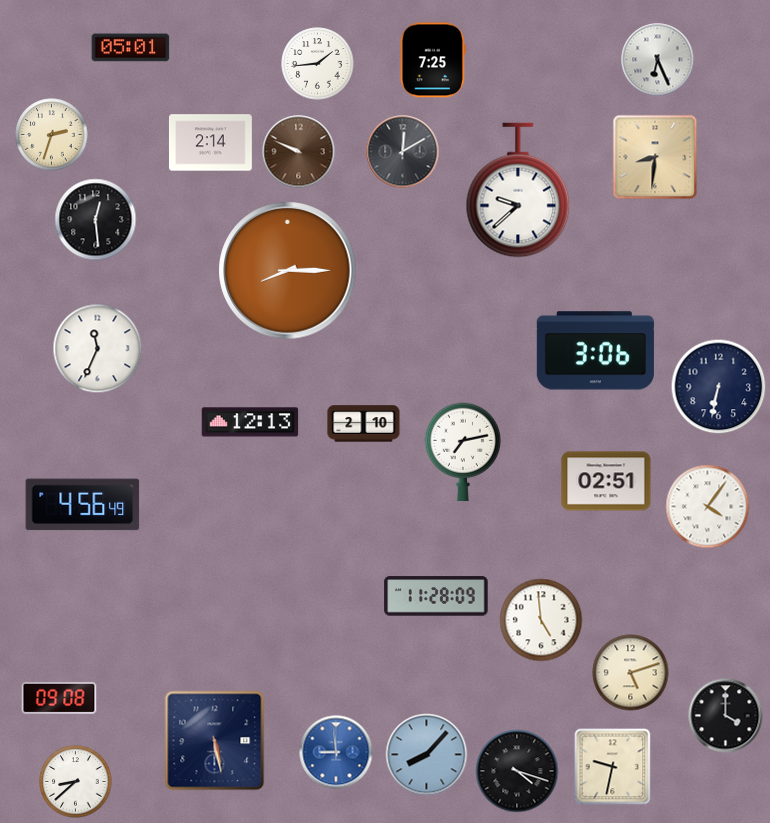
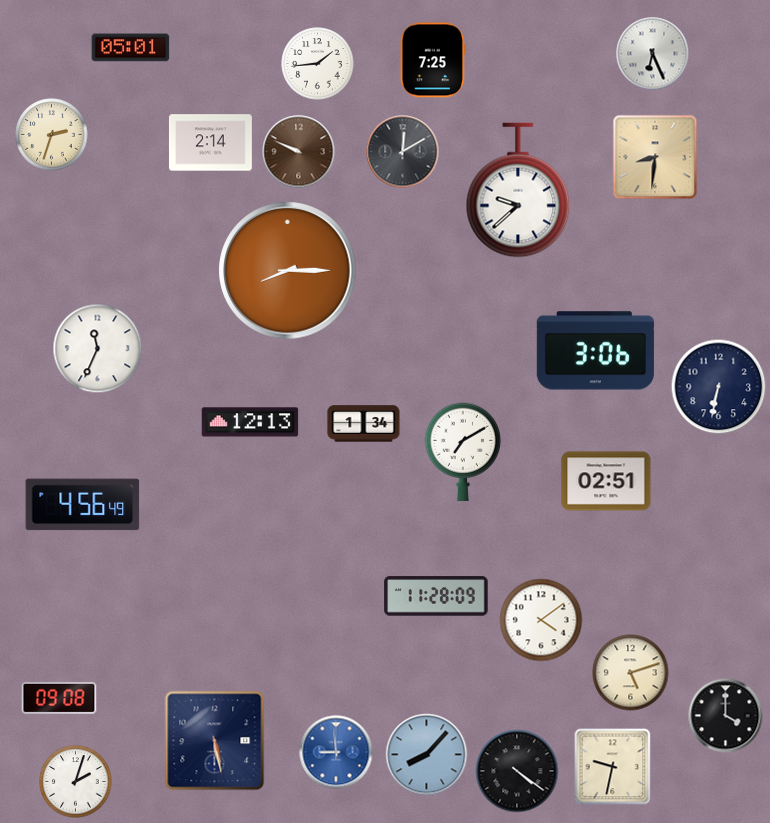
clock at (658, 60) position: (658, 60) -> (653, 54)
clock at (96, 220): 12:29 -> none
clock at (364, 424): 2:10 -> 1:34
clock at (462, 451): 7:13 -> 7:10
clock at (708, 507): 4:06 -> none
clock at (541, 620): 4:59 -> 4:09
clock at (517, 771): 4:18 -> 4:21
clock at (76, 782): 8:38 -> 2:03
